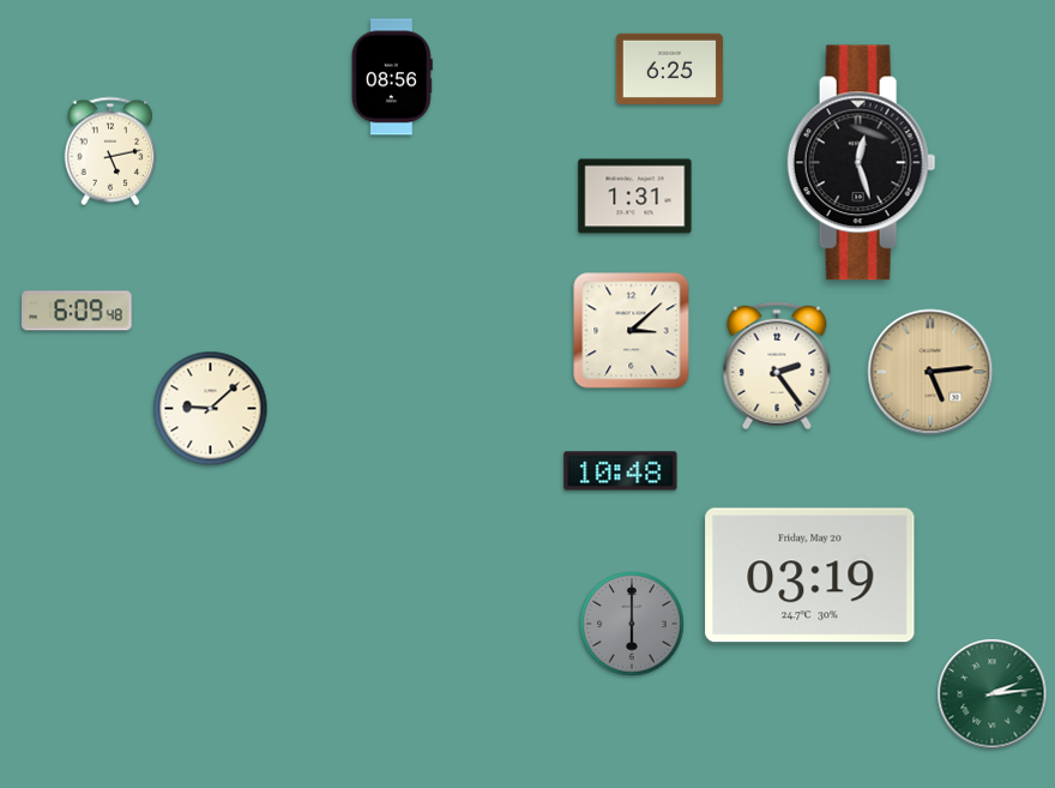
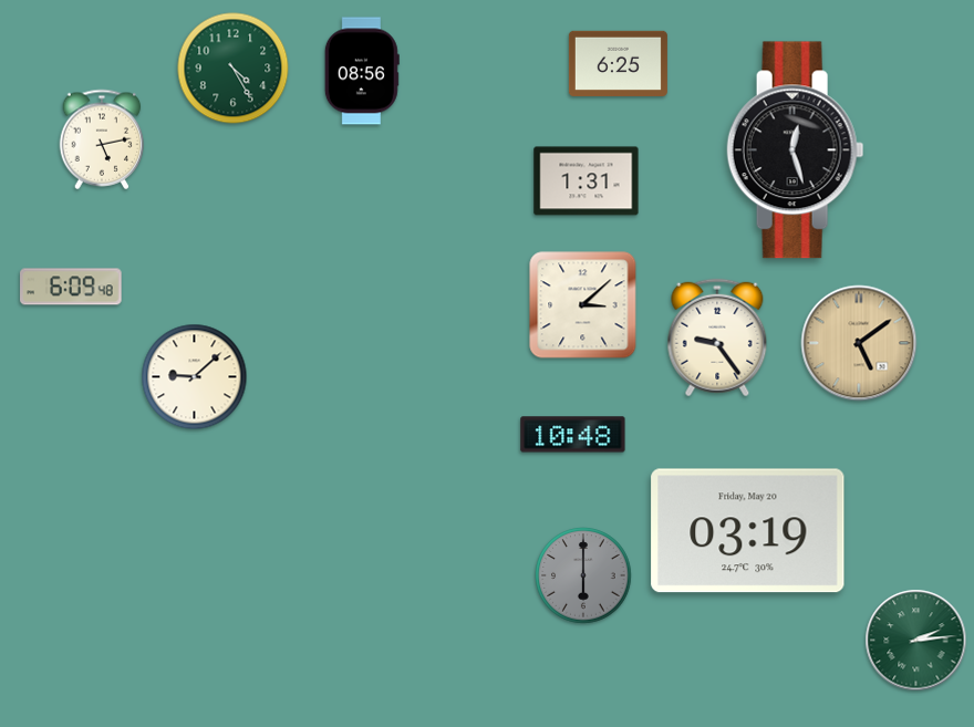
clock at (234, 69): none -> 4:25
clock at (777, 366): 2:24 -> 9:24
clock at (930, 372): 5:14 -> 5:09
